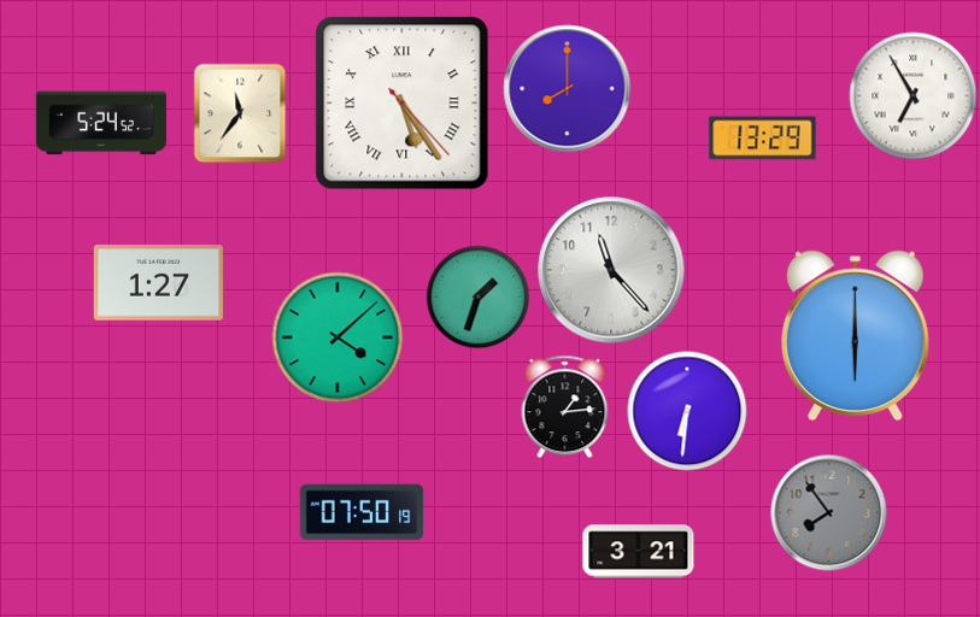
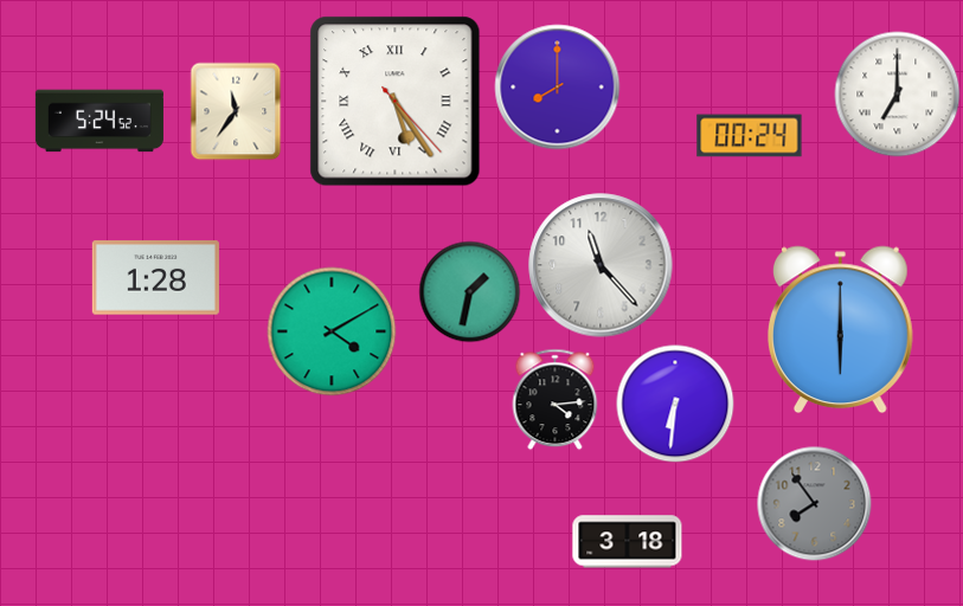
clock at (914, 96): 6:55 -> 7:00
clock at (763, 139): 13:29 -> 00:24
clock at (158, 283): 1:27 -> 1:28
clock at (479, 298): 1:33 -> 1:32
clock at (338, 337): 4:08 -> 4:10
clock at (565, 407): 1:14 -> 4:14
clock at (362, 512): 07:50 -> none
clock at (639, 552): 3:21 -> 3:18
